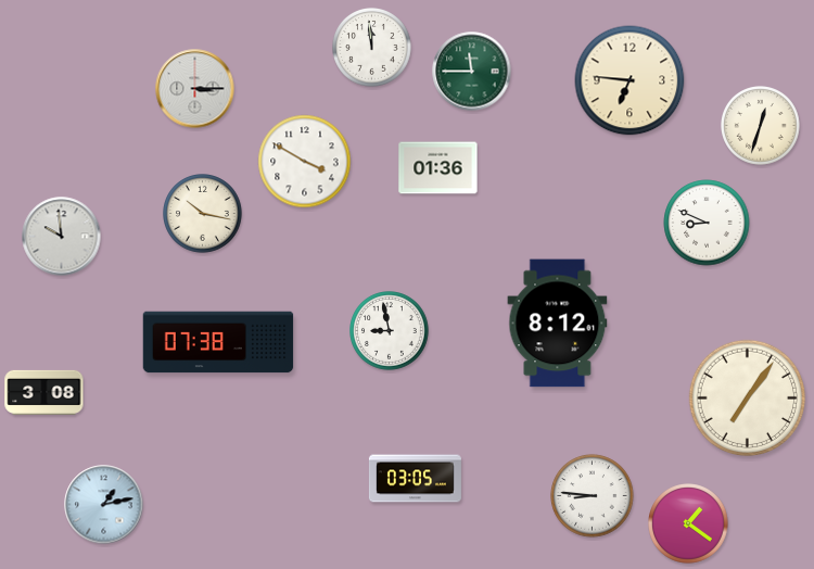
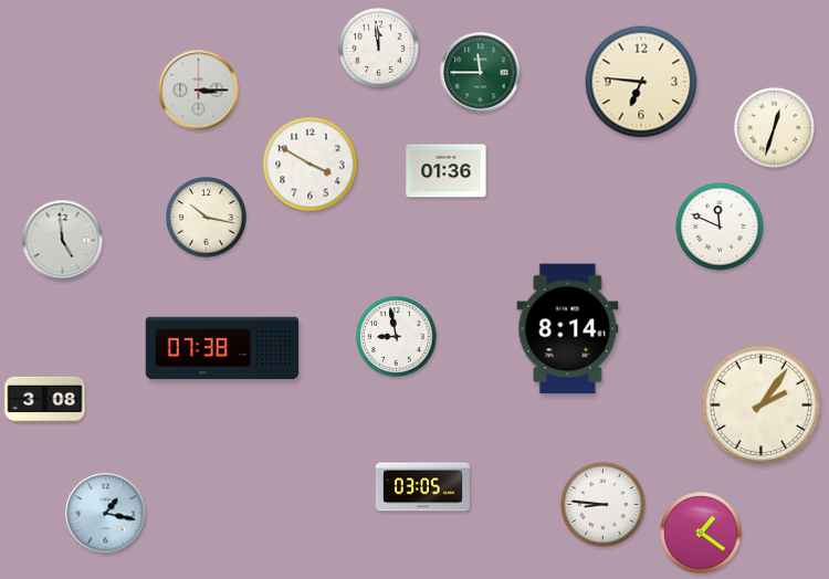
clock at (707, 223): 8:49 -> 11:49
clock at (62, 237): 9:59 -> 4:59
clock at (558, 324): 8:12 -> 8:14
clock at (748, 399): 7:06 -> 2:06
clock at (104, 505): 1:13 -> 1:17
